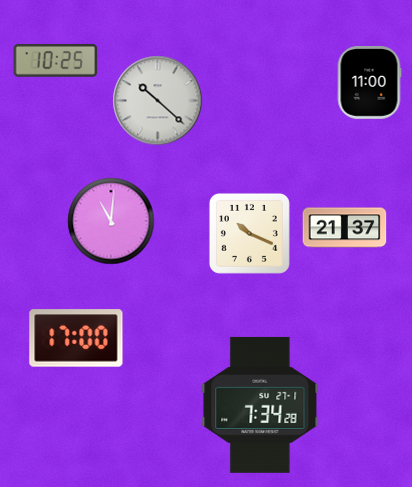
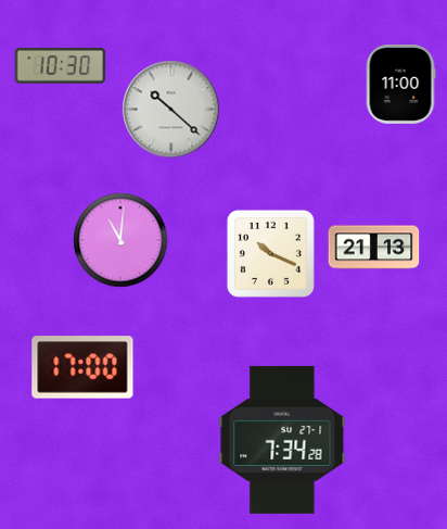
clock at (56, 61): 10:25 -> 10:30
clock at (369, 83) position: (369, 83) -> (400, 85)
clock at (345, 228): 21:37 -> 21:13
